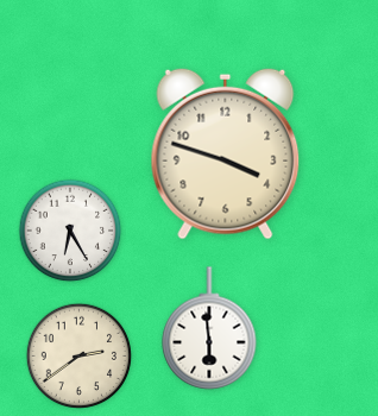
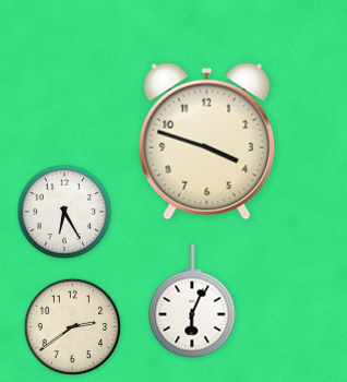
clock at (209, 328): 5:59 -> 6:04
